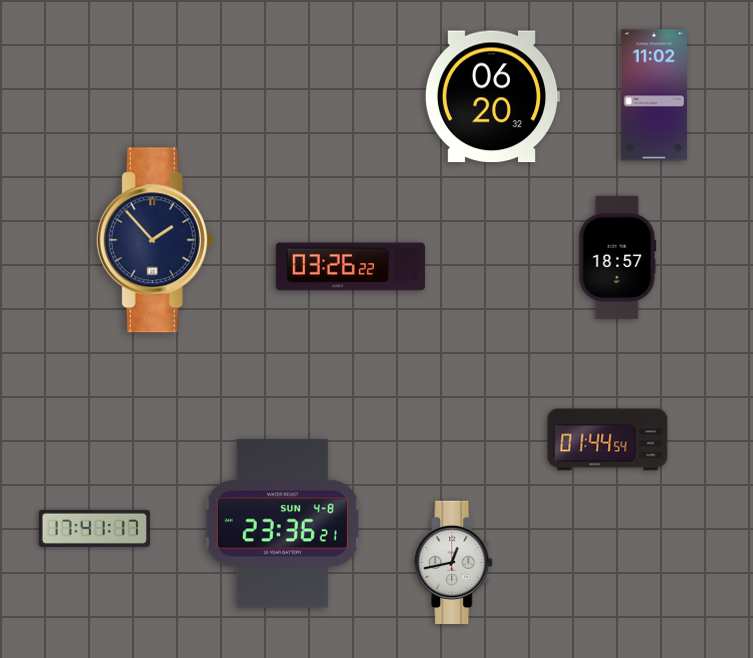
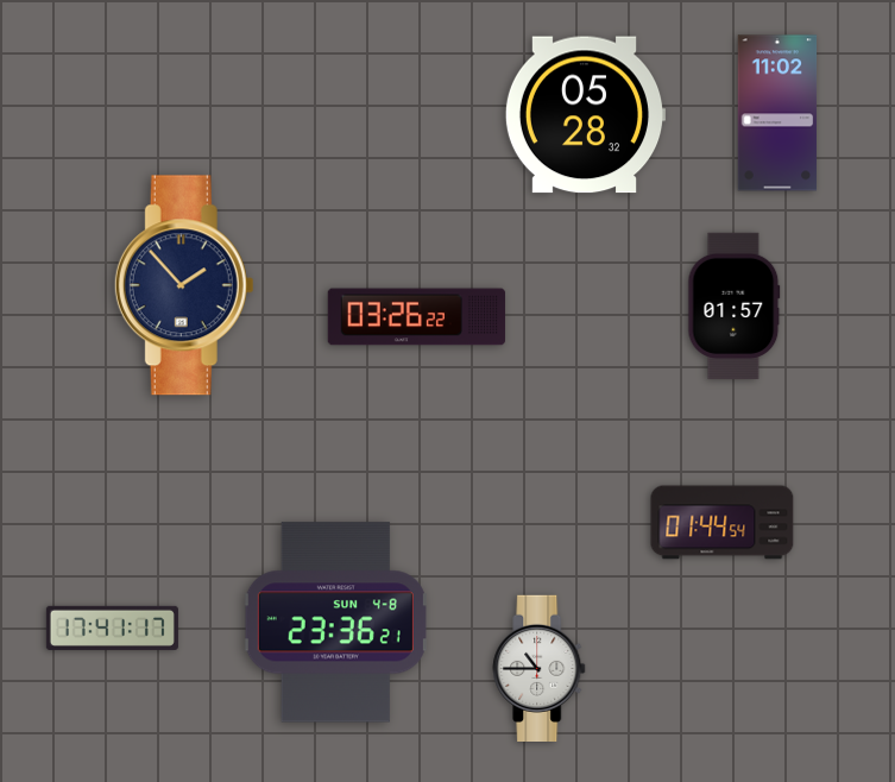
clock at (492, 97): 06:20 -> 05:28
clock at (618, 258): 18:57 -> 01:57
clock at (454, 562): 12:43 -> 10:45
